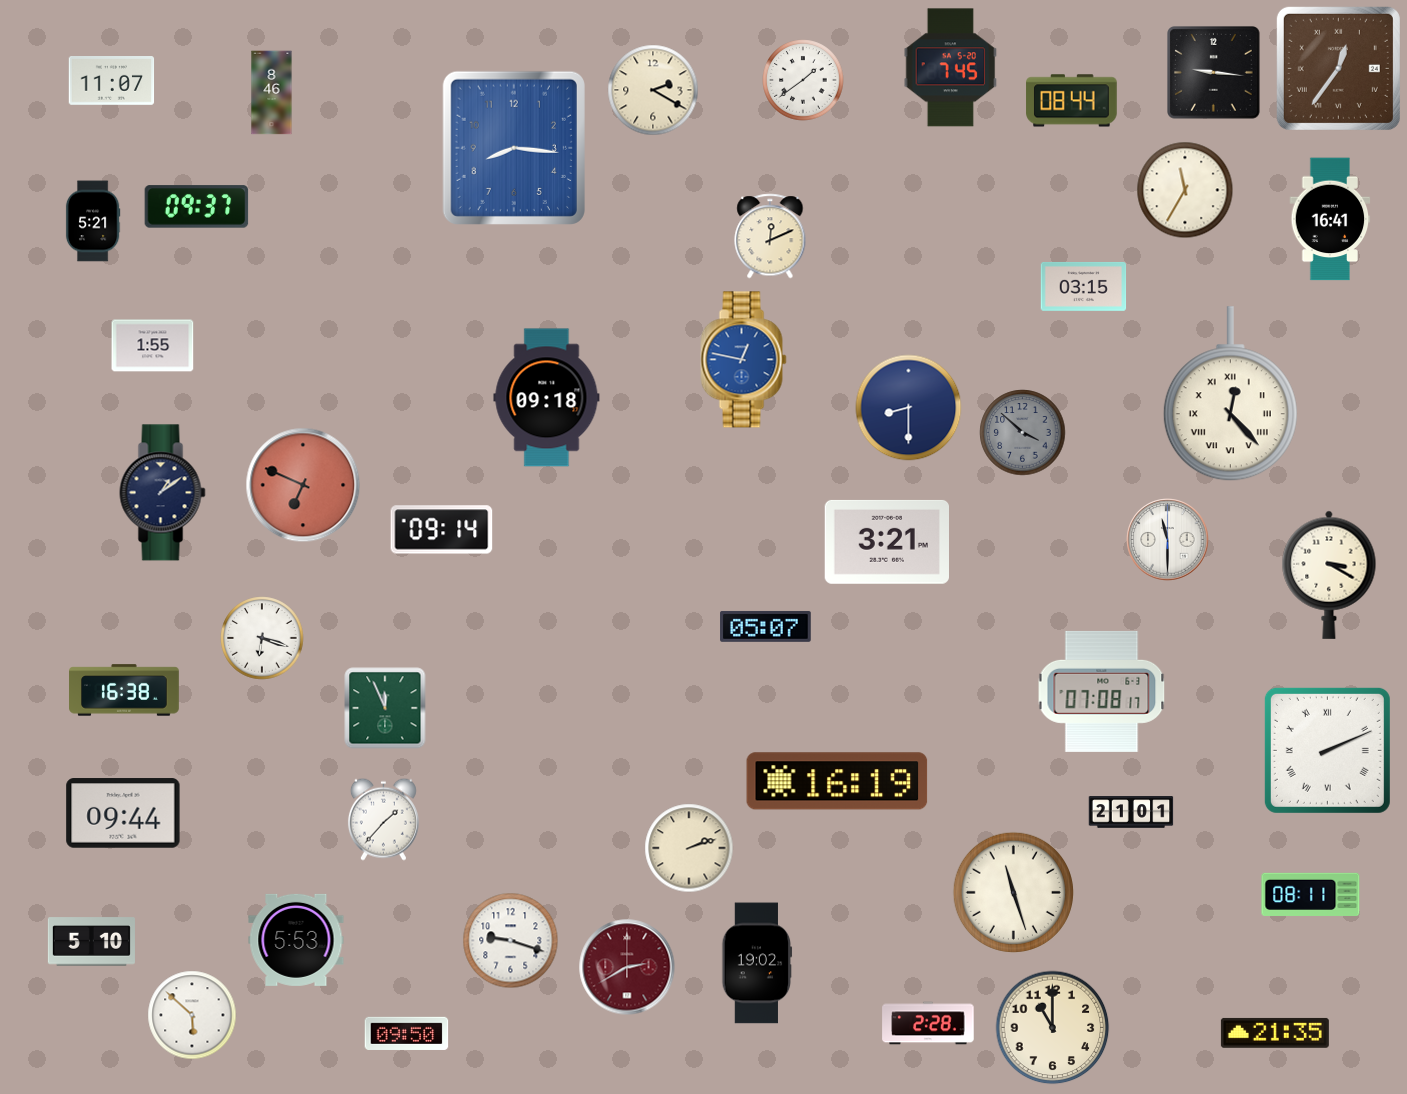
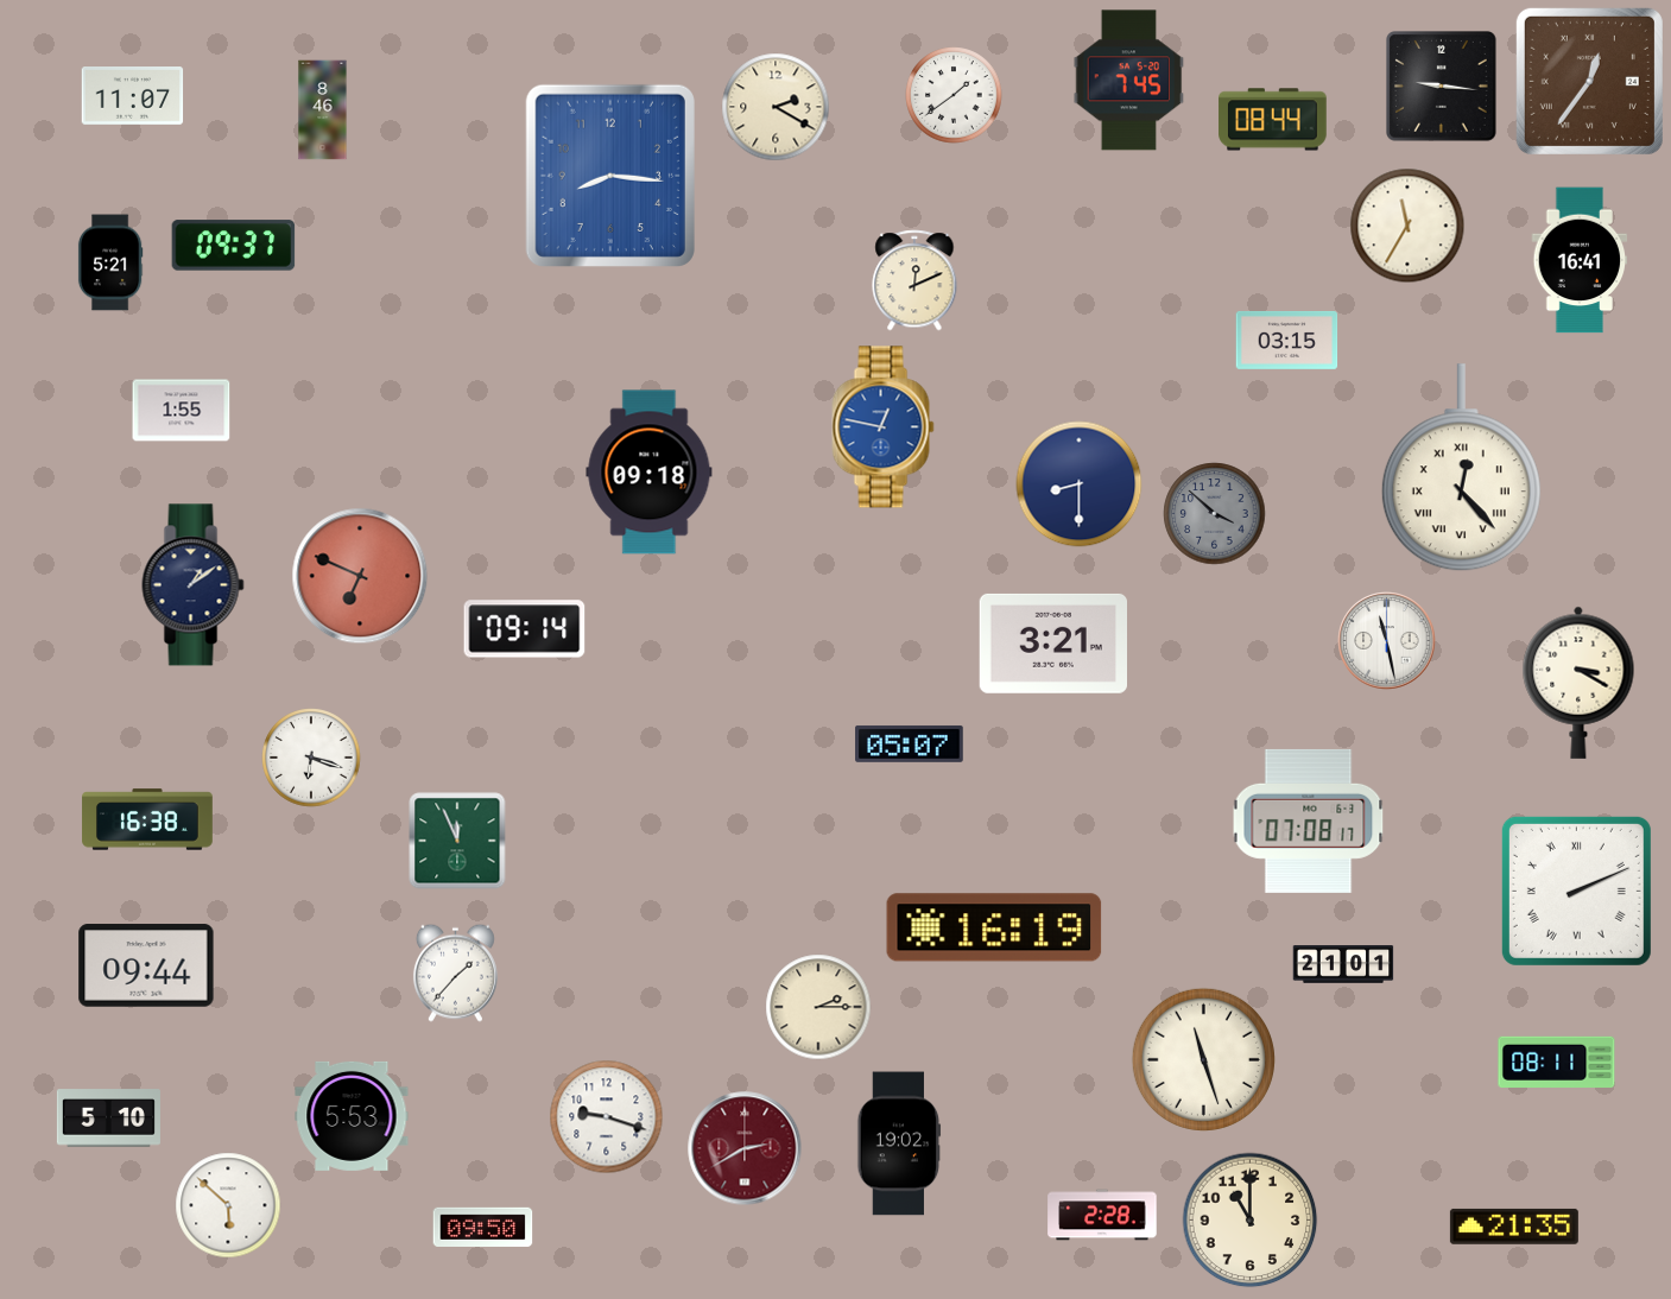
clock at (1168, 540): 11:30 -> 11:28
clock at (689, 848): 2:12 -> 2:15
